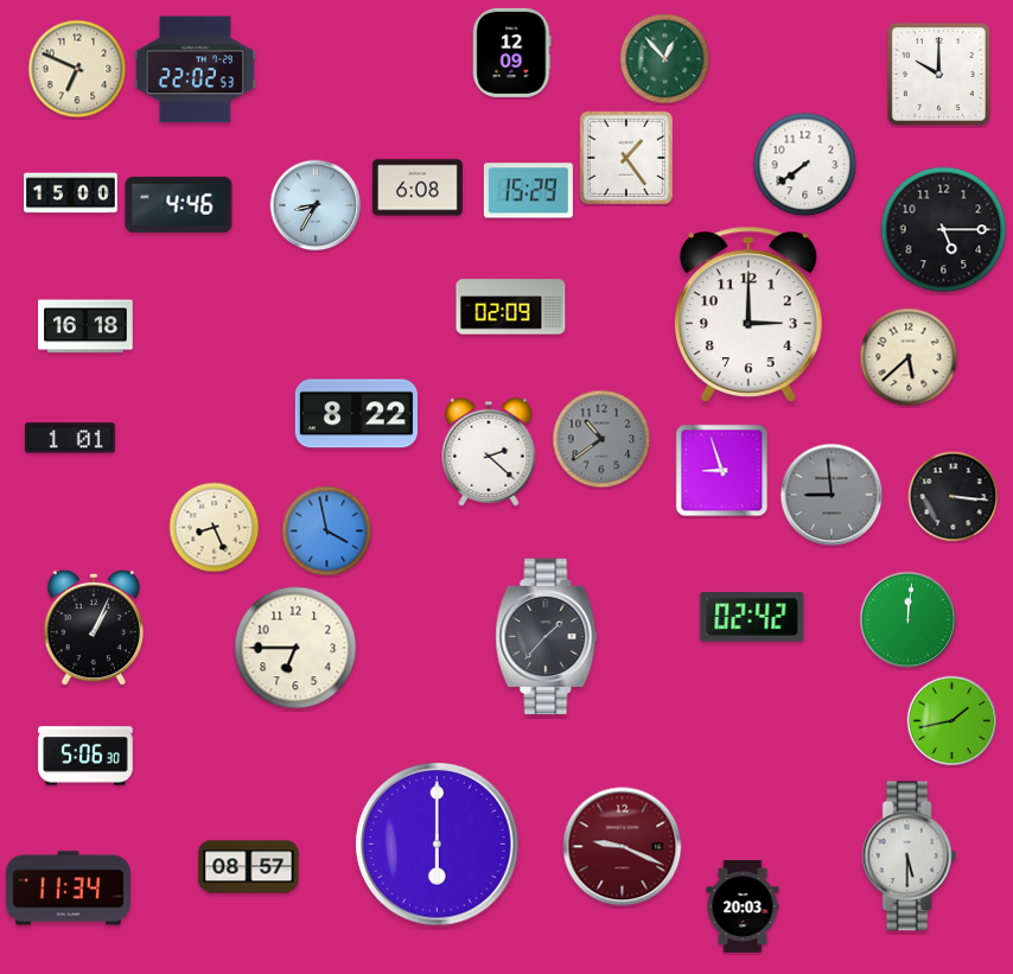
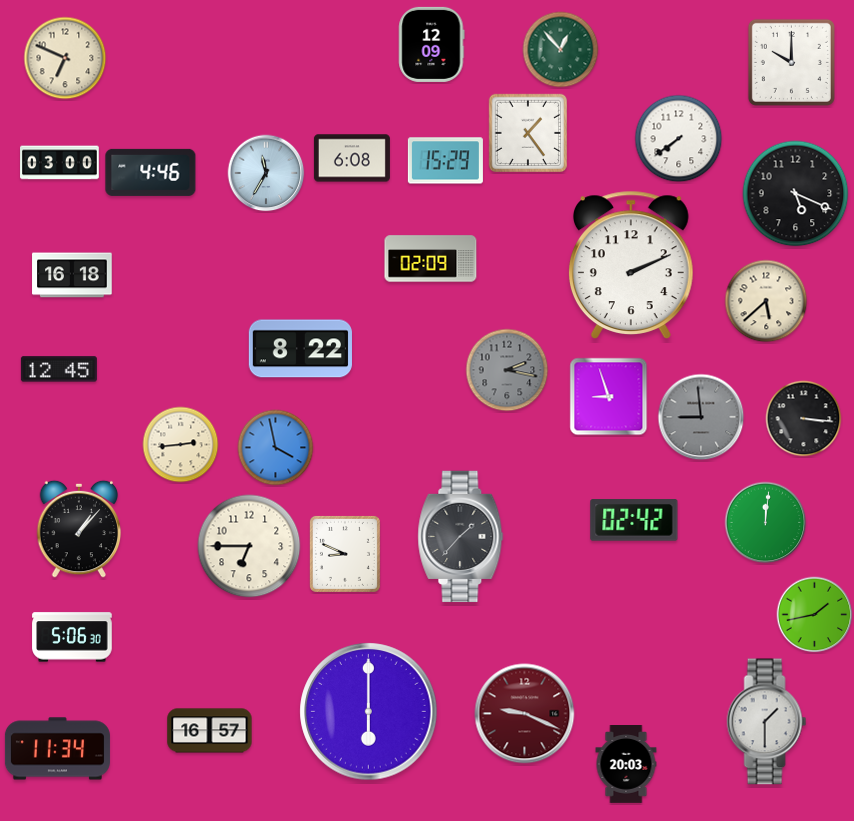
clock at (195, 70): 22:02 -> none
clock at (71, 193): 15:00 -> 03:00
clock at (316, 205): 8:35 -> 11:35
clock at (944, 230): 5:15 -> 5:19
clock at (748, 314): 3:00 -> 2:11
clock at (70, 438): 1:01 -> 12:45
clock at (601, 439): 10:39 -> 2:17
clock at (489, 452): 2:22 -> none
clock at (215, 528): 8:26 -> 2:44
clock at (94, 628): 1:04 -> 1:07
clock at (345, 554): none -> 8:49
clock at (953, 721) position: (953, 721) -> (815, 615)
clock at (910, 857): 5:30 -> 1:30
clock at (249, 867): 08:57 -> 16:57
